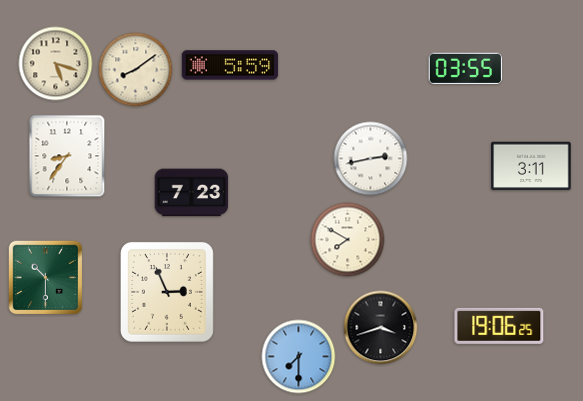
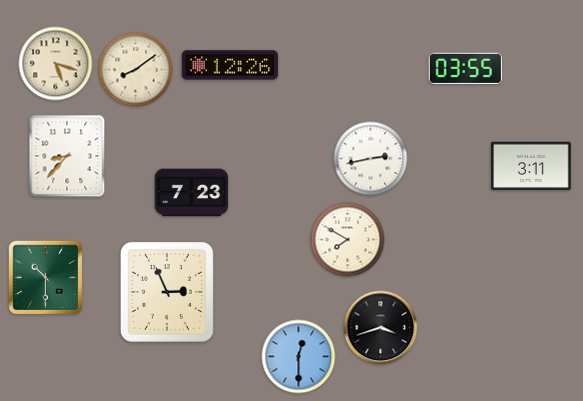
clock at (230, 65): 5:59 -> 12:26
clock at (67, 156): 8:36 -> 8:37
clock at (499, 326): 19:06 -> none
clock at (299, 357): 7:30 -> 12:30
